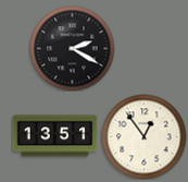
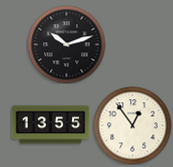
clock at (72, 48): 2:20 -> 10:12
clock at (54, 136): 13:51 -> 13:55
